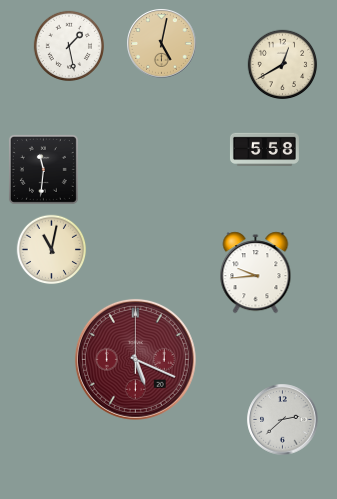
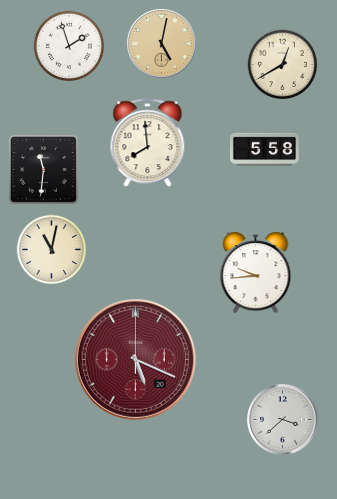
clock at (68, 45): 1:28 -> 1:57
clock at (148, 143): none -> 7:59
clock at (283, 420): 2:38 -> 3:38
